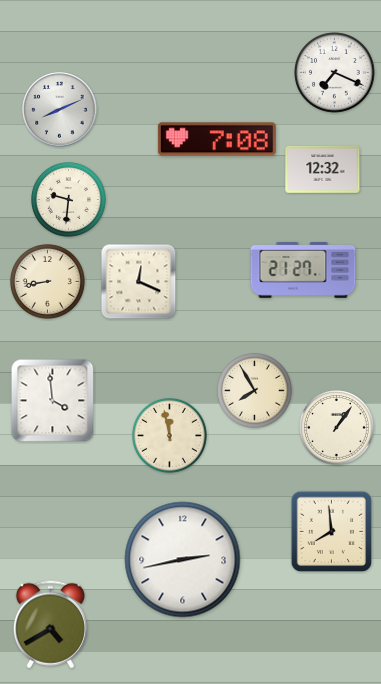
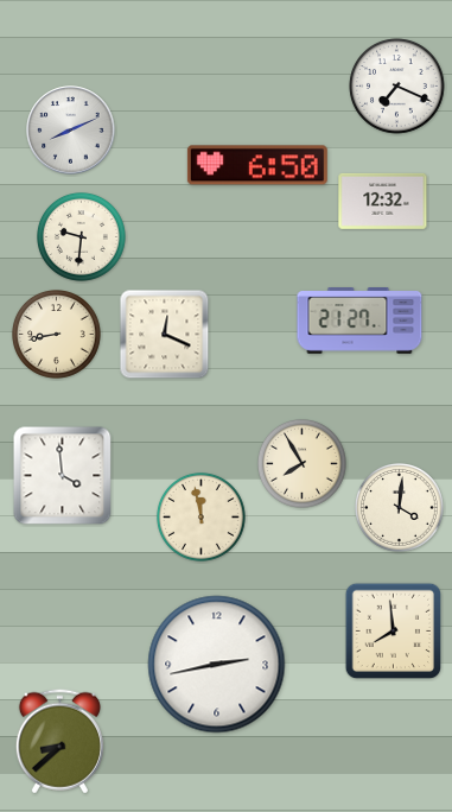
clock at (217, 139): 7:08 -> 6:50
clock at (337, 428): 1:06 -> 4:01
clock at (50, 625): 4:40 -> 8:38
